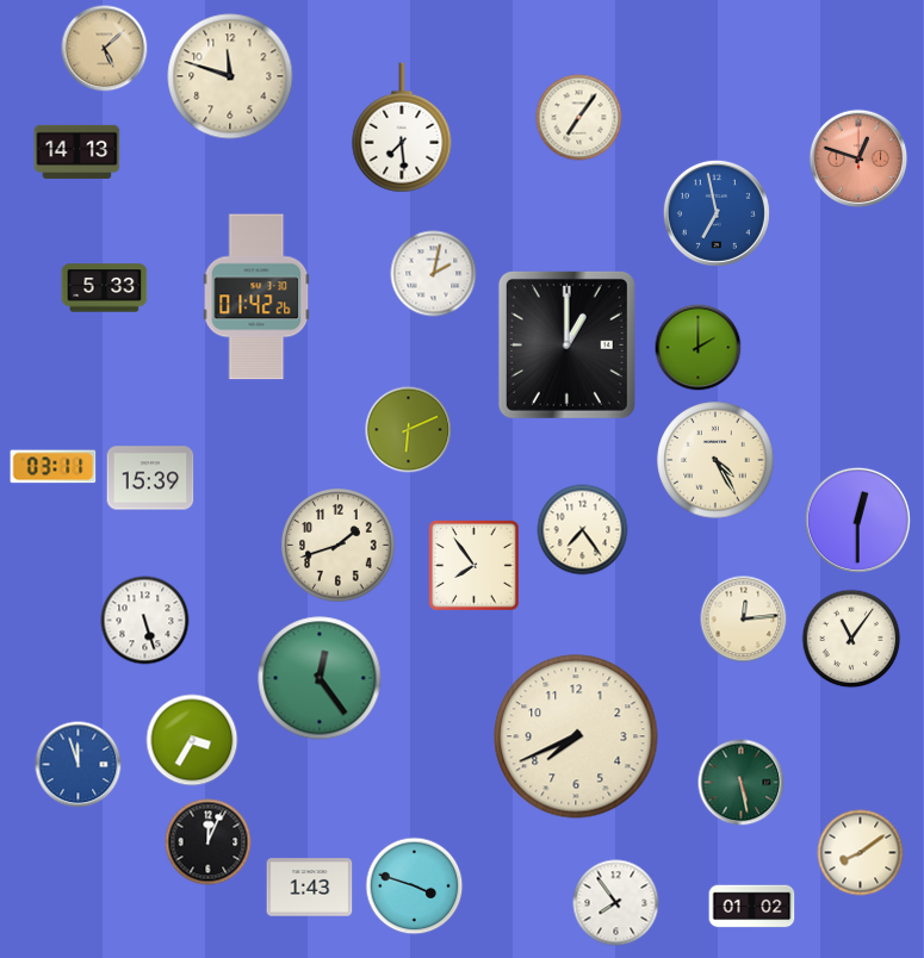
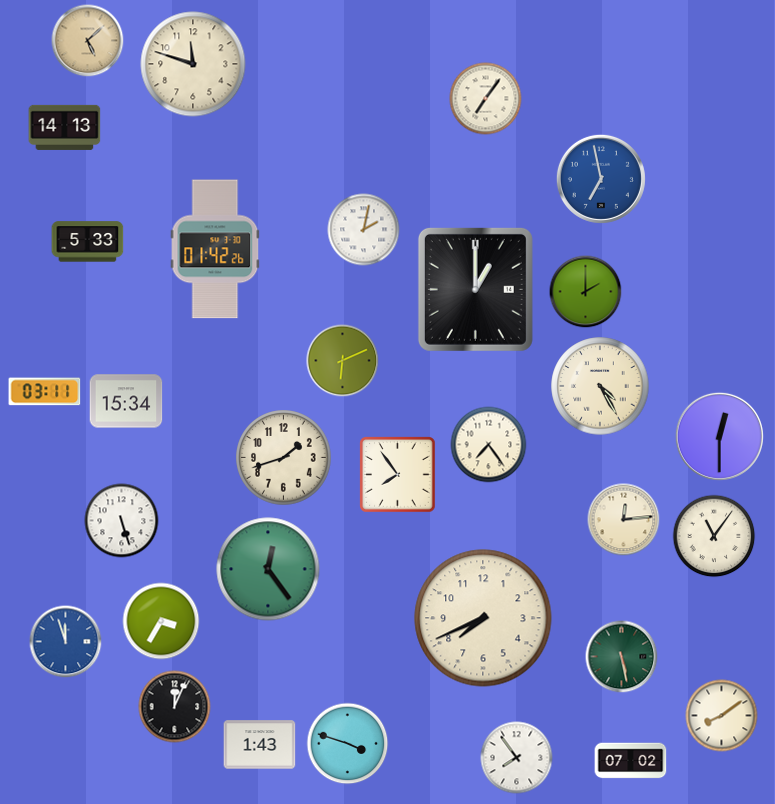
clock at (402, 127): 7:29 -> none
clock at (858, 158): 12:48 -> none
clock at (150, 478): 15:39 -> 15:34
clock at (752, 907): 01:02 -> 07:02
